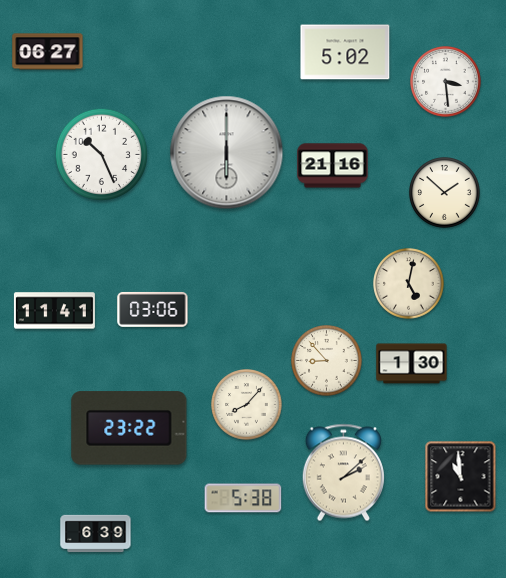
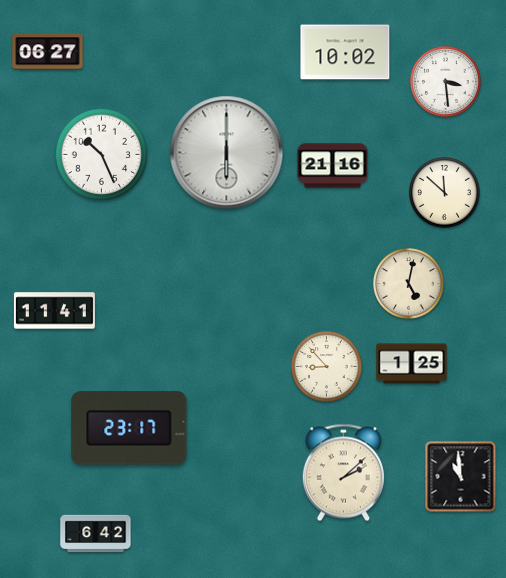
clock at (345, 52): 5:02 -> 10:02
clock at (445, 193): 1:52 -> 11:52
clock at (153, 309): 03:06 -> none
clock at (327, 361) position: (327, 361) -> (327, 367)
clock at (412, 364): 1:30 -> 1:25
clock at (247, 405): 8:07 -> none
clock at (129, 428): 23:22 -> 23:17
clock at (243, 498): 5:38 -> none
clock at (96, 534): 6:39 -> 6:42
